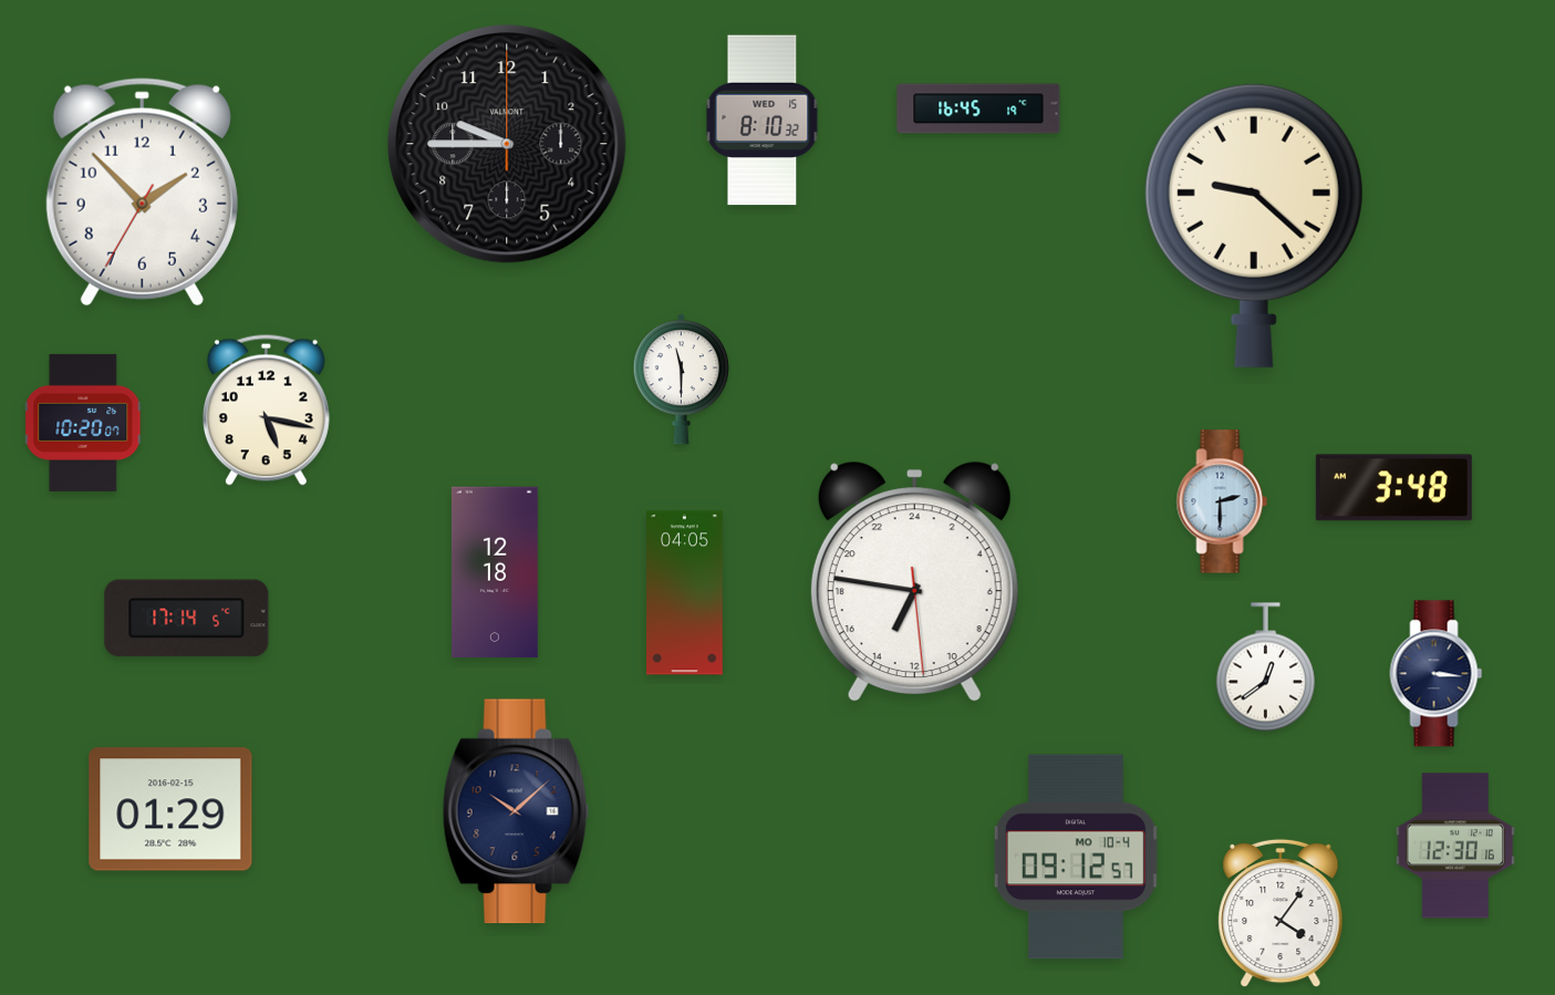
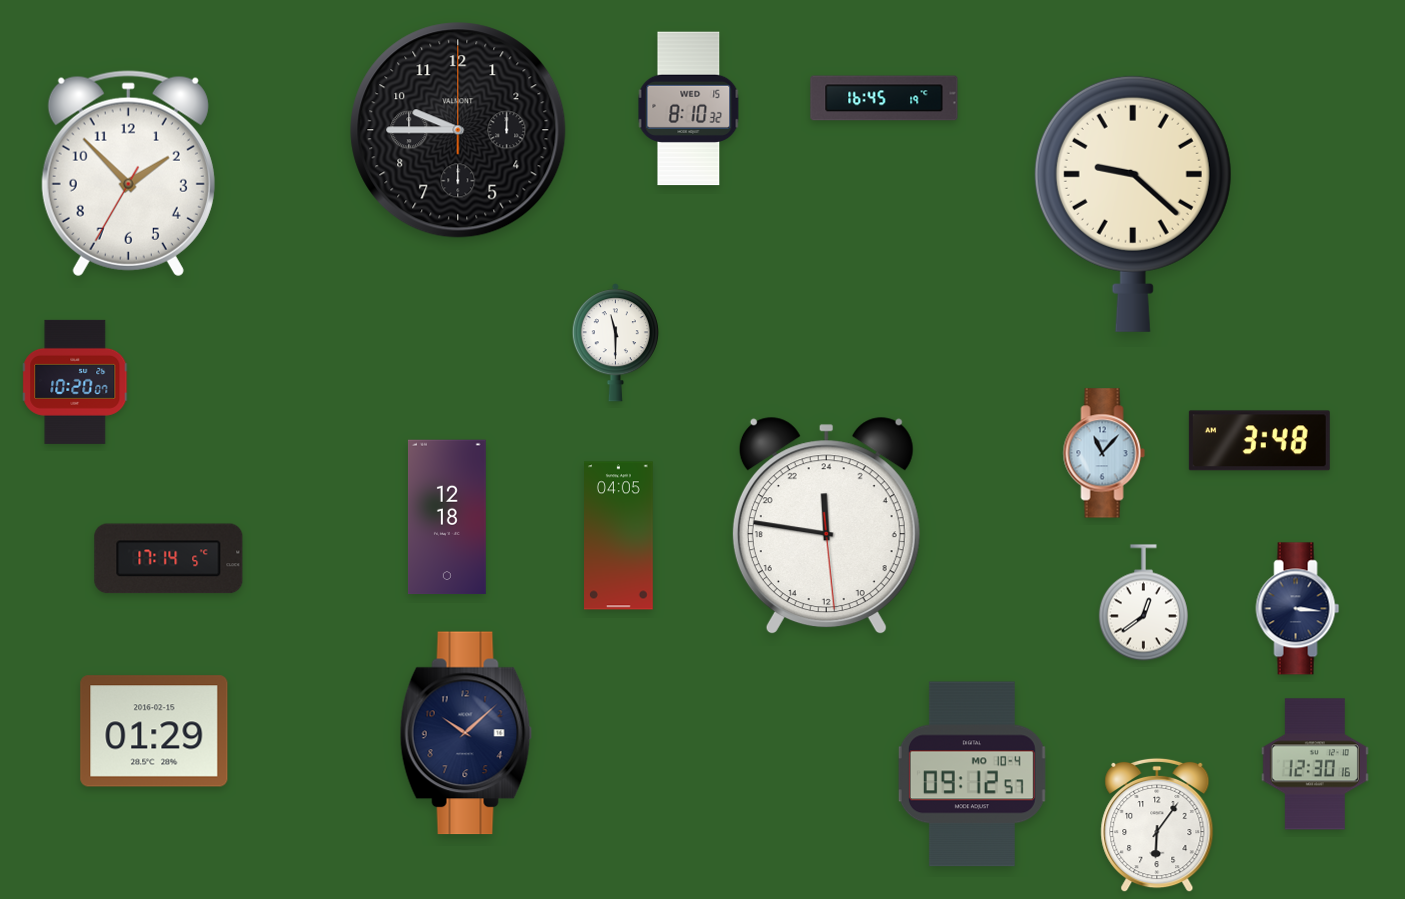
clock at (266, 410): 5:17 -> none
clock at (1222, 501): 2:30 -> 11:07
clock at (914, 582): 13:46 -> 23:46
clock at (1281, 913): 4:06 -> 6:06
